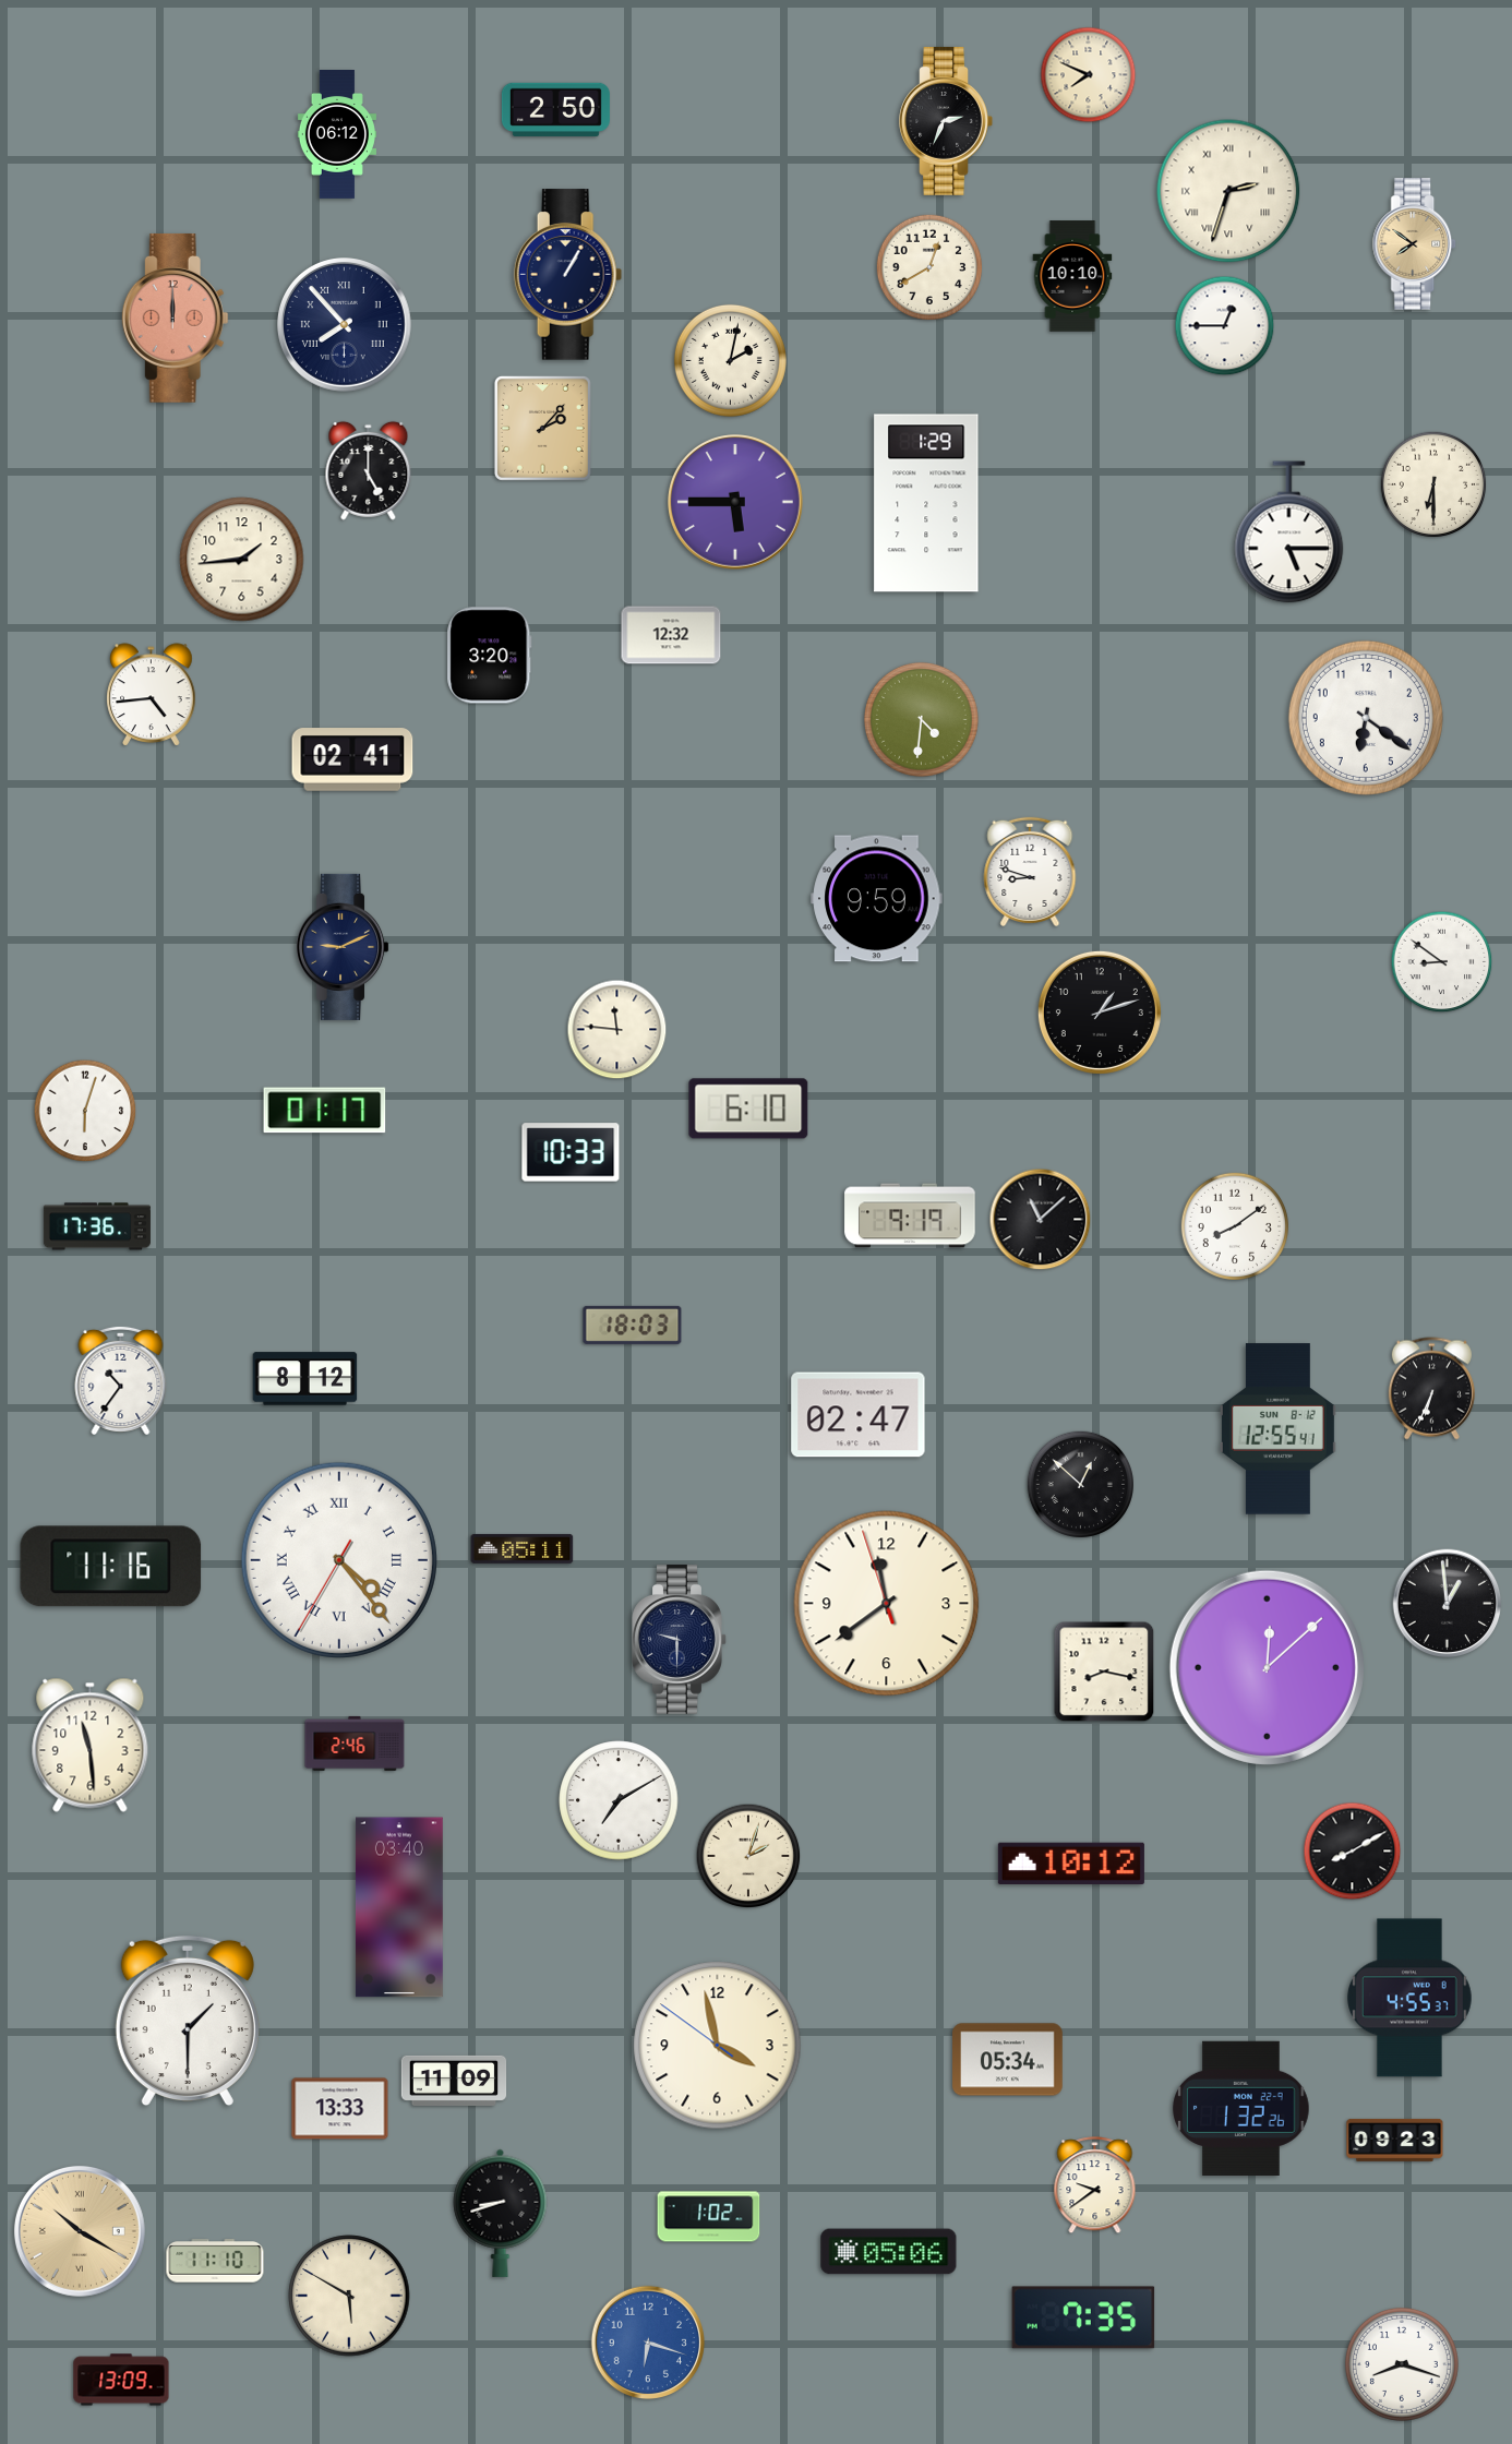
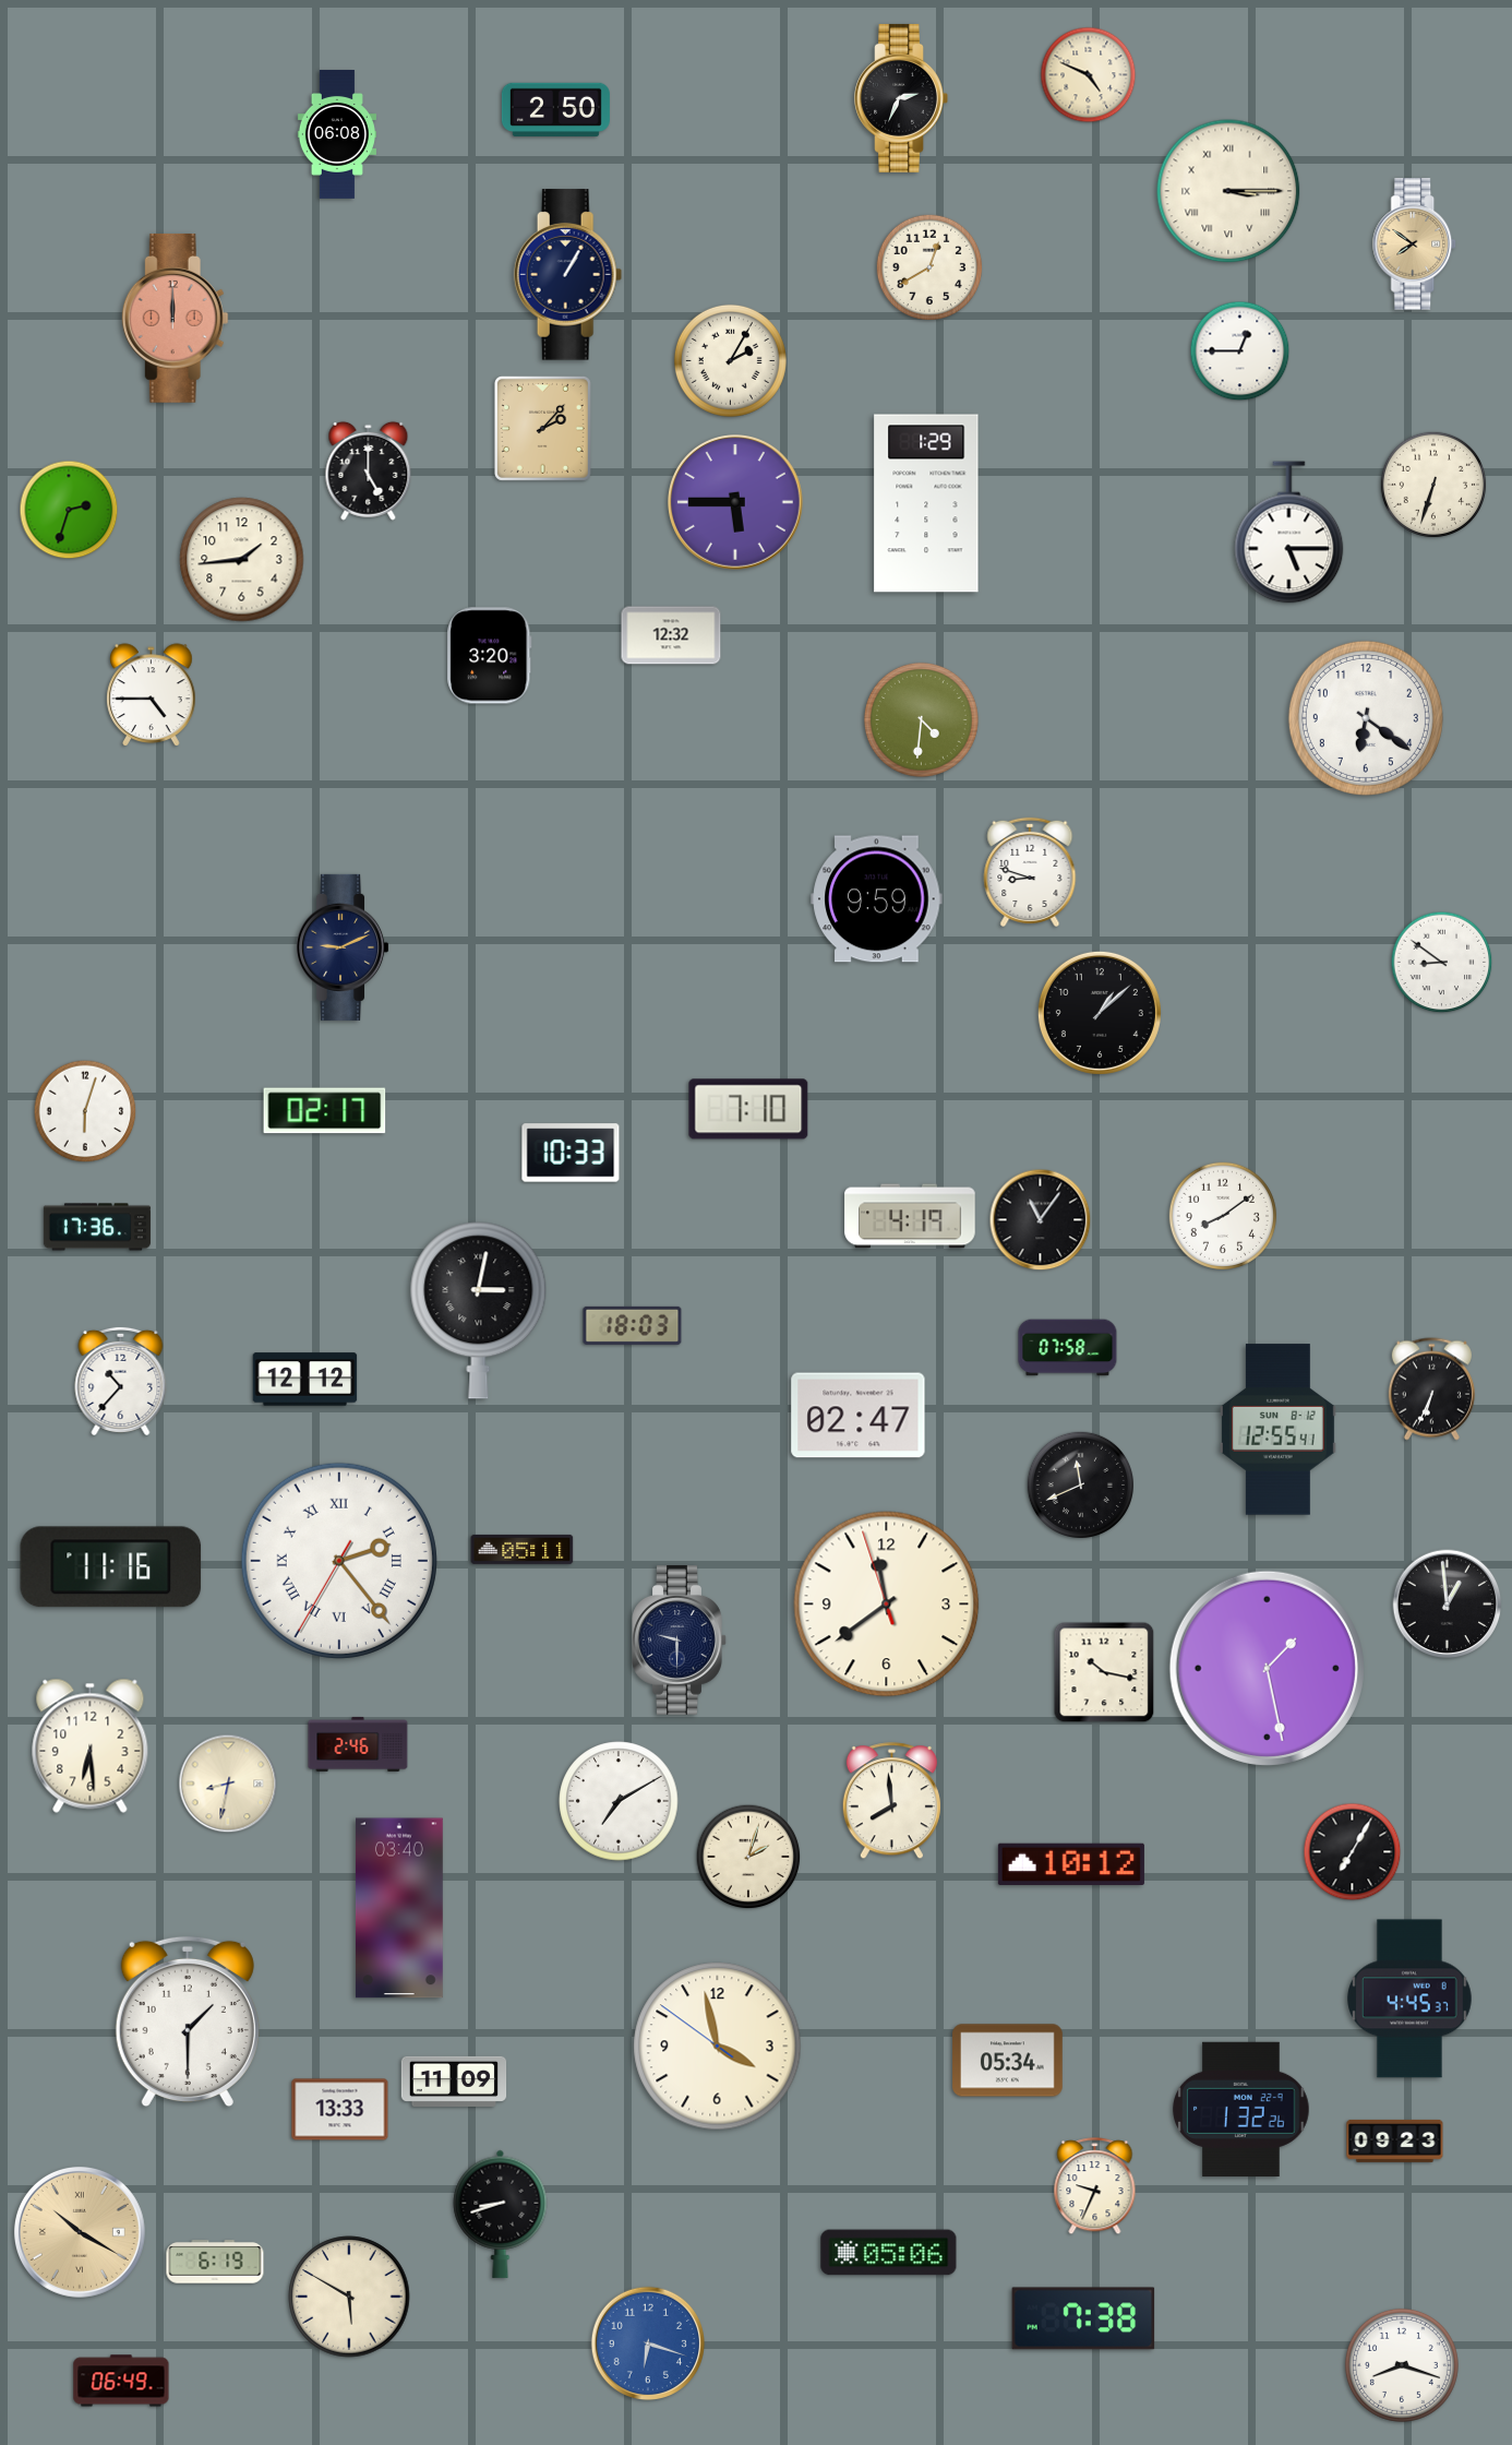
clock at (1089, 75): 7:49 -> 4:49
clock at (946, 121) position: (946, 121) -> (901, 98)
clock at (337, 135): 06:12 -> 06:08
clock at (1228, 191): 2:33 -> 3:15
clock at (1072, 276): 10:10 -> none
clock at (345, 325): 7:53 -> none
clock at (1225, 326) position: (1225, 326) -> (1240, 351)
clock at (730, 360): 2:02 -> 2:05
clock at (1433, 484): 6:30 -> 6:33
clock at (69, 510): none -> 2:33
clock at (152, 695): 4:44 -> 4:45
clock at (352, 759): 02:41 -> none
clock at (1100, 1013): 1:12 -> 1:08
clock at (617, 1030): 11:46 -> none
clock at (748, 1109): 6:10 -> 7:10
clock at (325, 1111): 01:17 -> 02:17
clock at (910, 1215): 9:19 -> 4:19
clock at (1041, 1220): 11:08 -> 11:06
clock at (1235, 1226) position: (1235, 1226) -> (1223, 1216)
clock at (479, 1311): none -> 3:02
clock at (1068, 1348): none -> 07:58
clock at (305, 1379): 8:12 -> 12:12
clock at (121, 1380): 10:36 -> 10:37
clock at (1080, 1484): 12:52 -> 11:41
clock at (339, 1560): 4:23 -> 2:23
clock at (1267, 1667): 12:08 -> 1:28
clock at (1104, 1672): 8:17 -> 10:17
clock at (355, 1744) position: (355, 1744) -> (358, 1744)
clock at (91, 1745): 11:29 -> 6:29
clock at (228, 1784): none -> 8:32
clock at (891, 1801): none -> 7:59
clock at (1353, 1852): 8:10 -> 7:05
clock at (1409, 1998): 4:55 -> 4:45
clock at (1095, 2185): 9:39 -> 9:34
clock at (709, 2217): 1:02 -> none
clock at (215, 2261): 11:10 -> 6:19
clock at (1083, 2317): 7:35 -> 7:38
clock at (121, 2380): 13:09 -> 06:49
